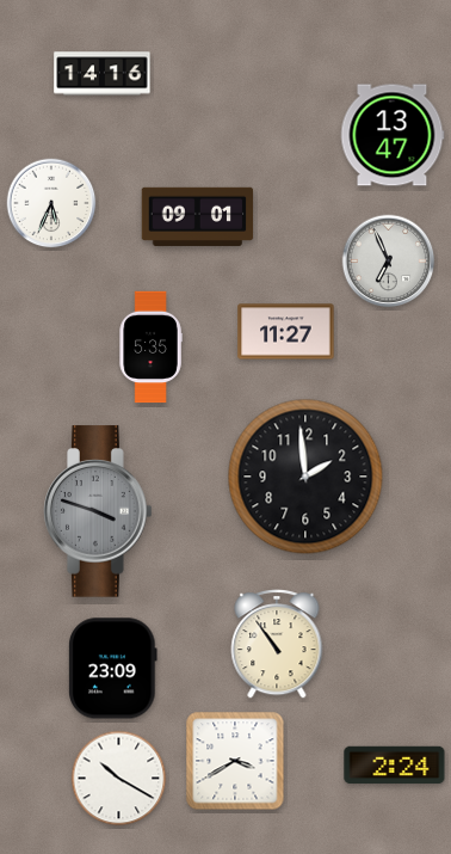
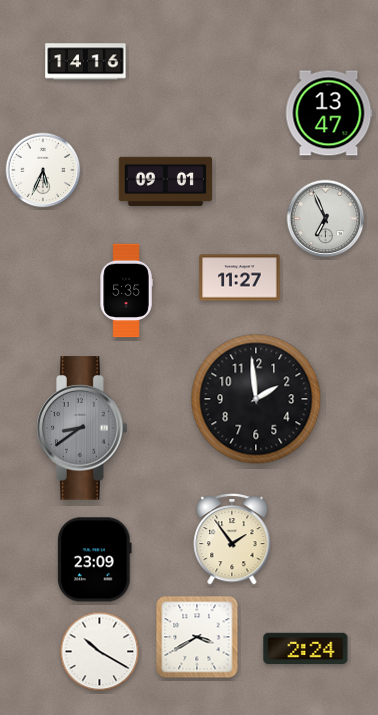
clock at (99, 511): 3:48 -> 8:39
clock at (277, 645): 10:54 -> 1:54
clock at (395, 766) position: (395, 766) -> (306, 649)
